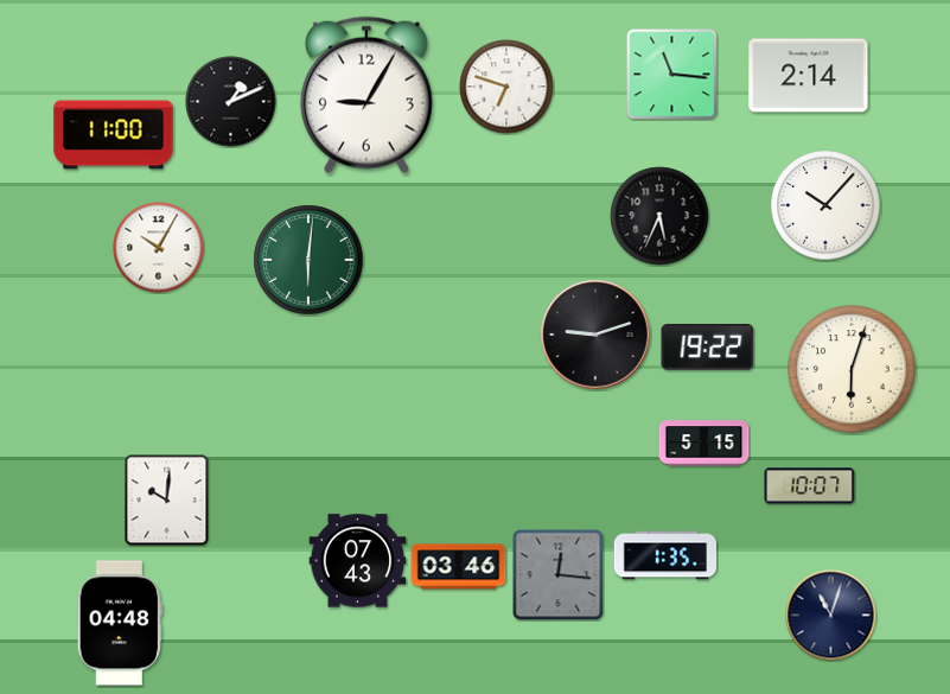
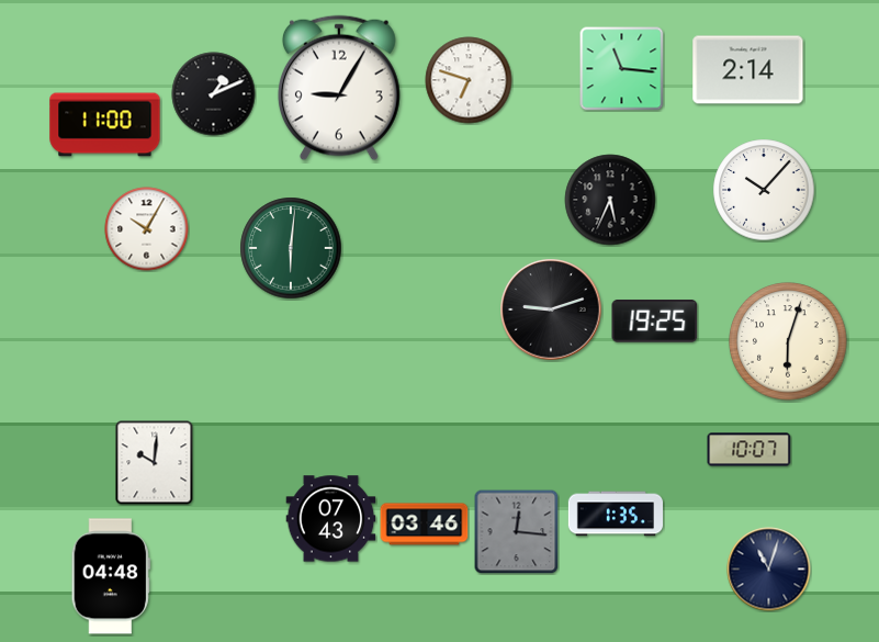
clock at (308, 260) position: (308, 260) -> (291, 248)
clock at (708, 348): 19:22 -> 19:25
clock at (704, 444): 5:15 -> none
